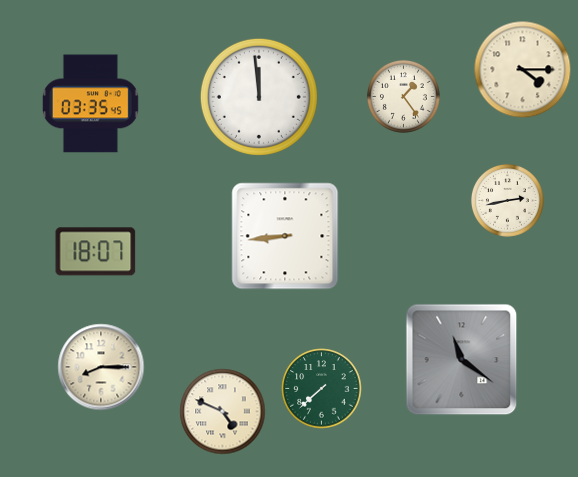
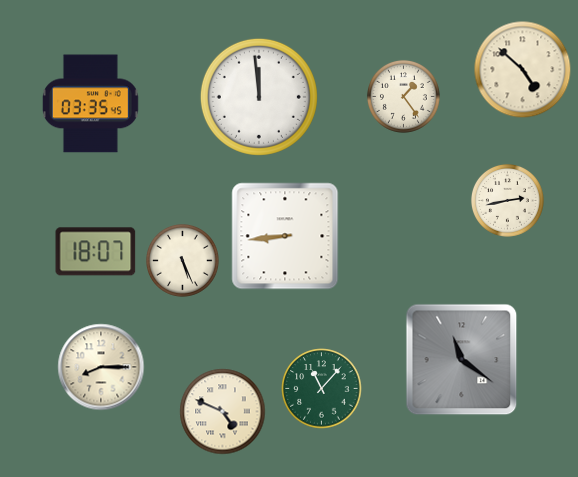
clock at (523, 70): 4:15 -> 4:52
clock at (182, 260): none -> 5:26
clock at (322, 389): 7:38 -> 11:07
